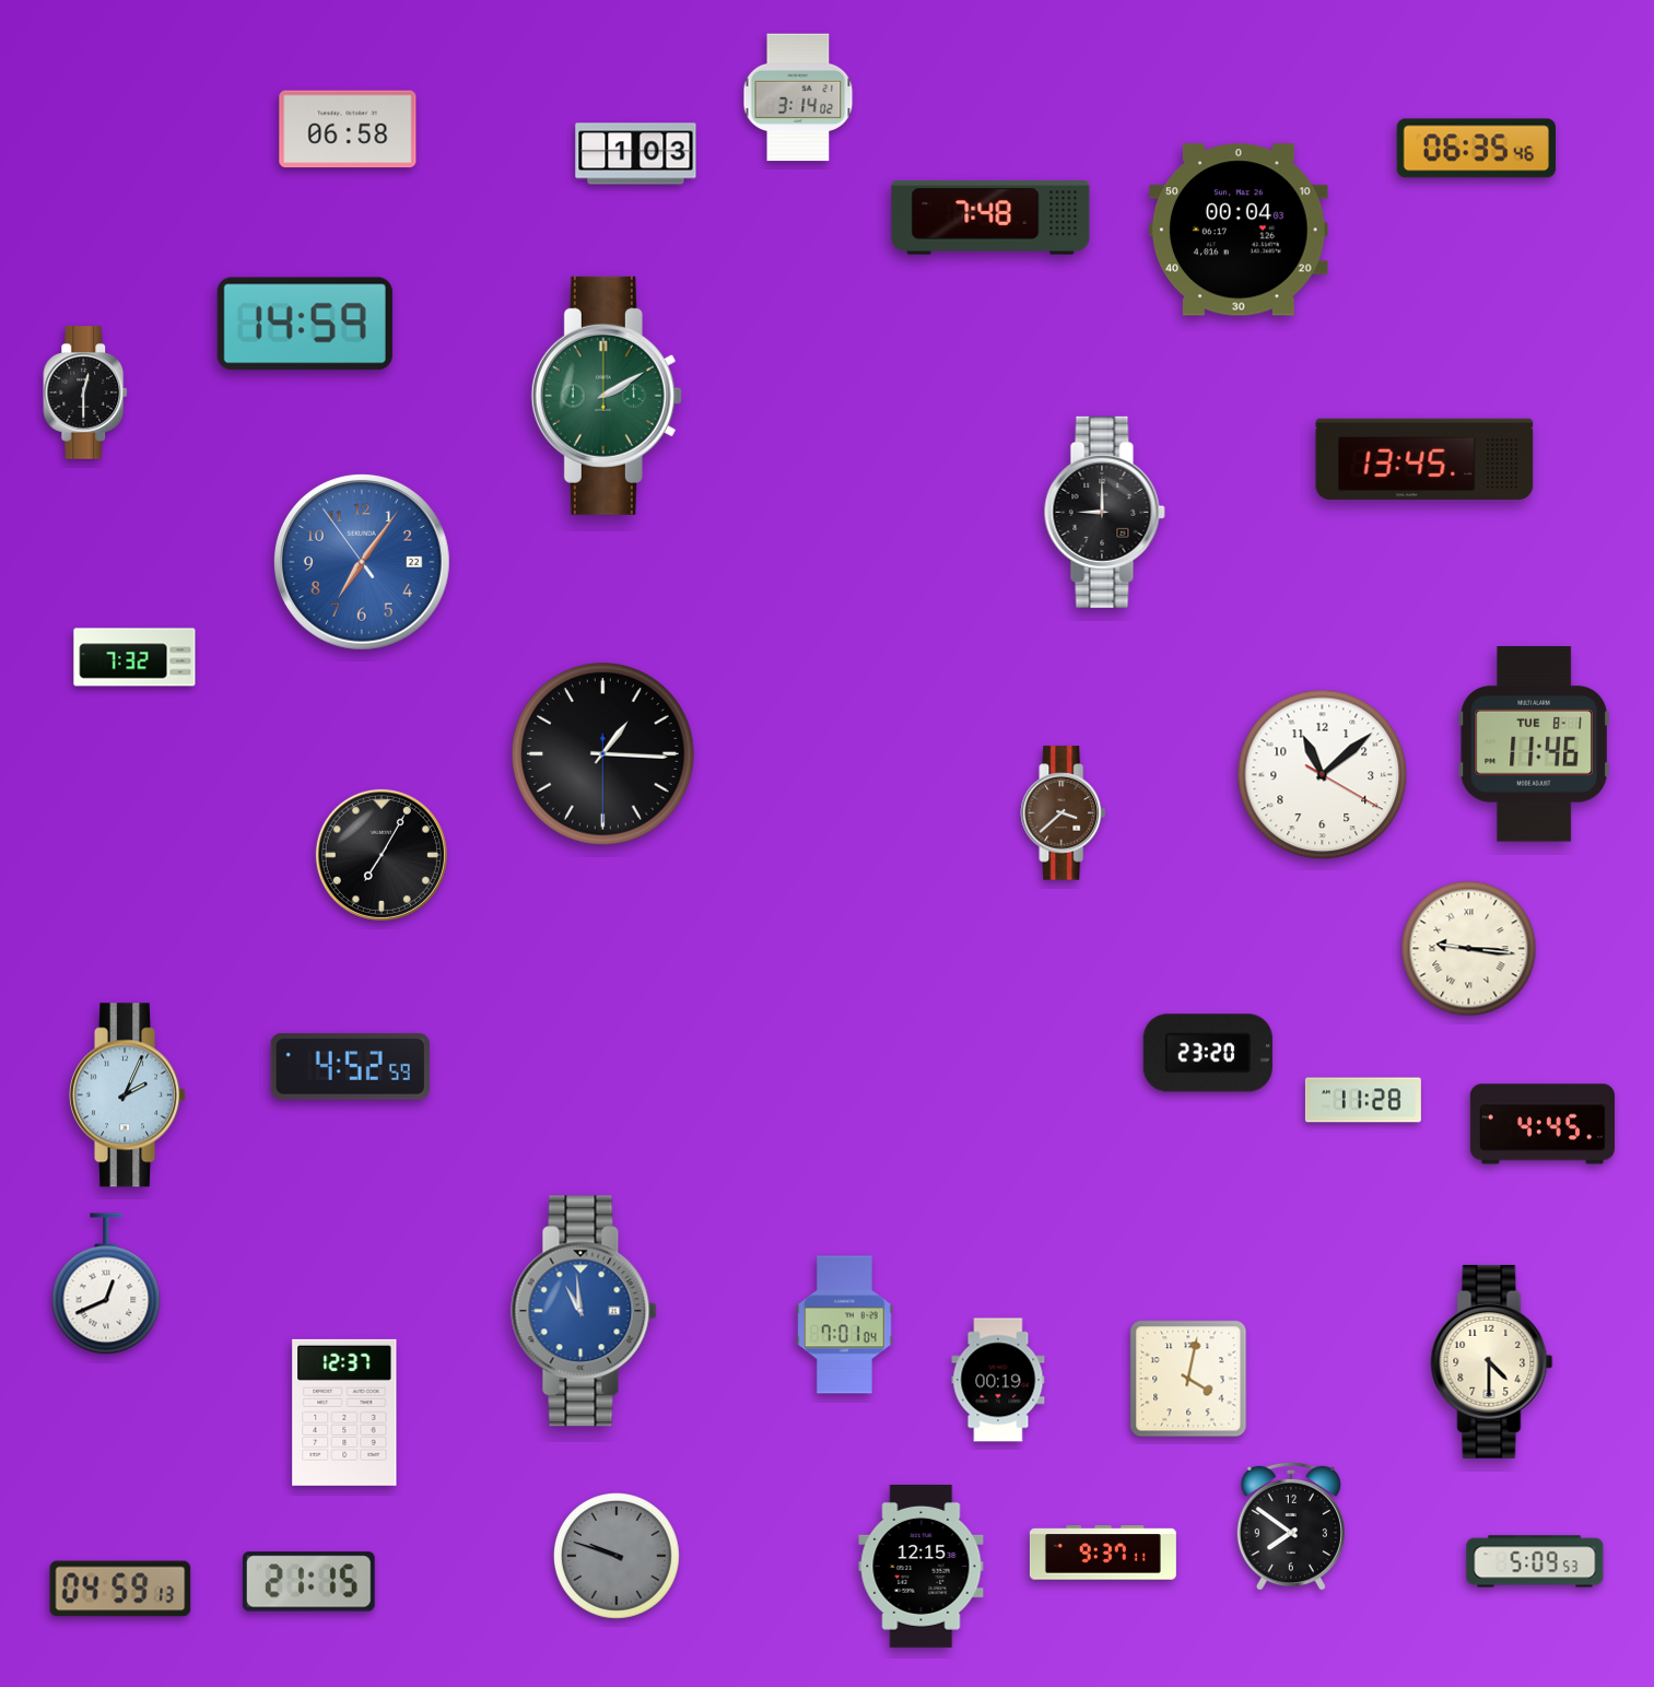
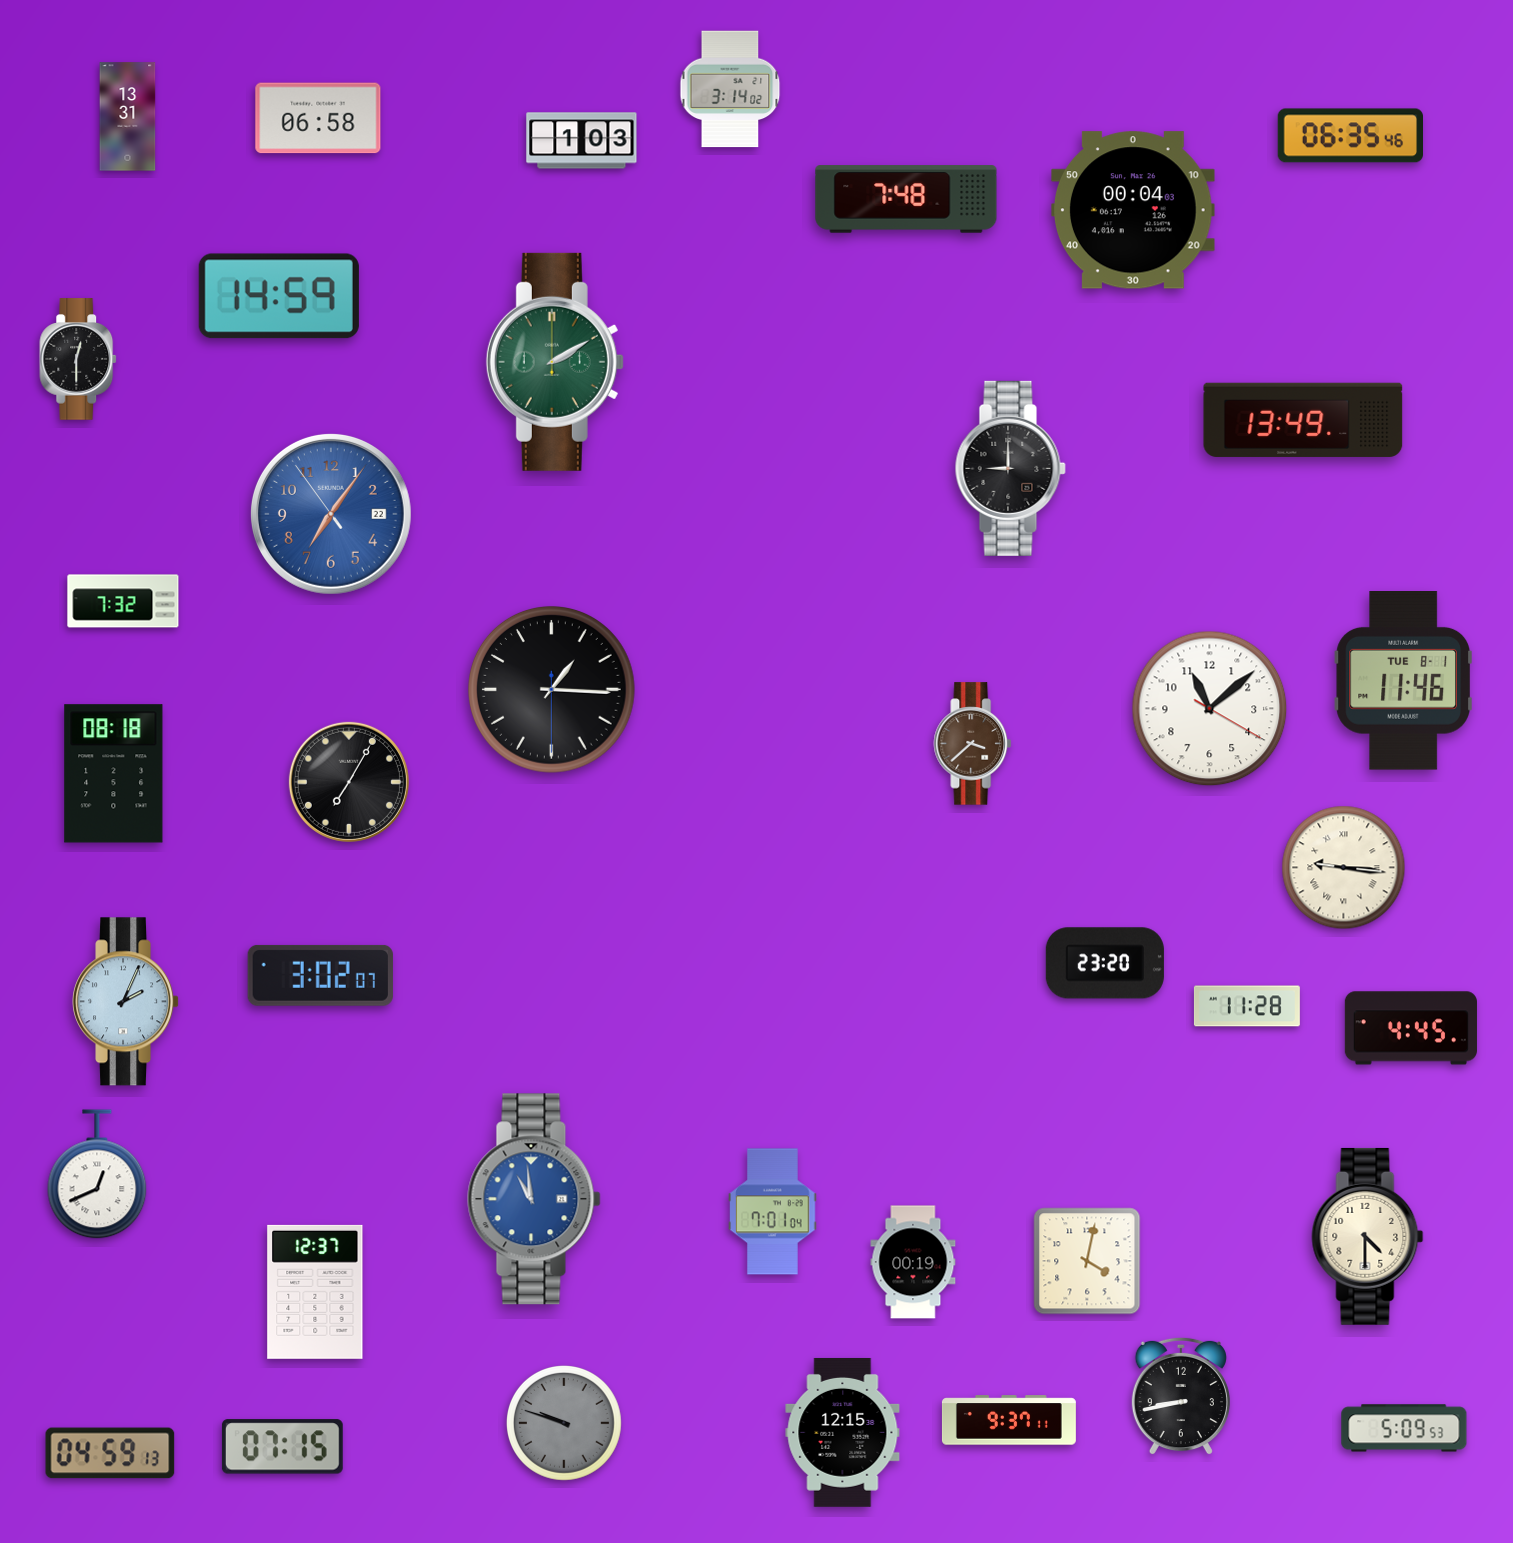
clock at (128, 117): none -> 13:31
clock at (1424, 459): 13:45 -> 13:49
clock at (114, 774): none -> 08:18
clock at (350, 1066): 4:52 -> 3:02
clock at (128, 1096) position: (128, 1096) -> (126, 1002)
clock at (1492, 1361) position: (1492, 1361) -> (1368, 1236)
clock at (1291, 1526): 7:51 -> 8:43
clock at (308, 1582): 21:15 -> 07:15
